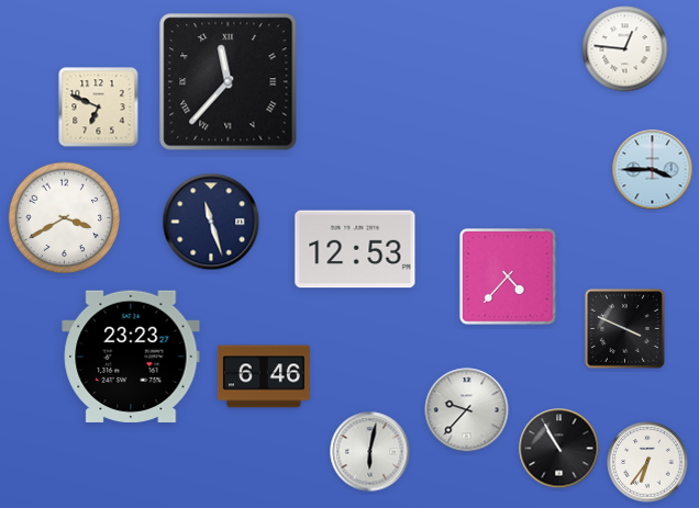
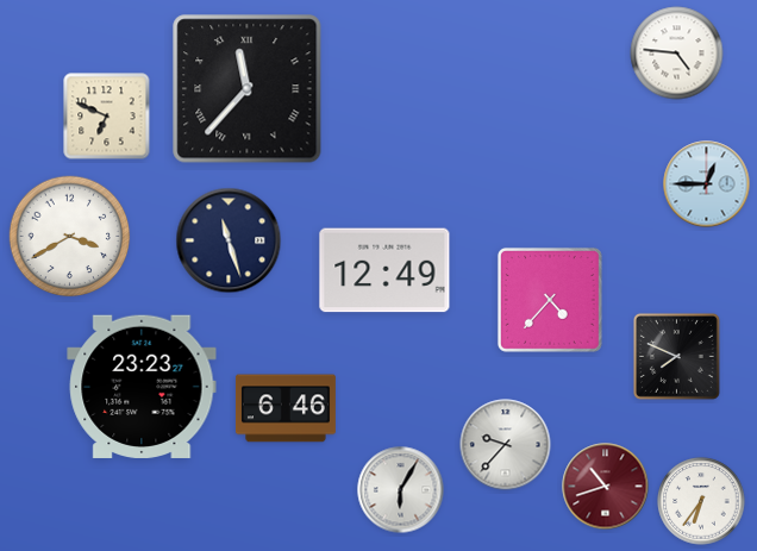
clock at (625, 49): 12:46 -> 4:46
clock at (653, 170): 3:45 -> 12:45
clock at (355, 249): 12:53 -> 12:49
clock at (624, 328): 3:49 -> 7:49
clock at (559, 449): 10:55 -> 10:42
clock at (559, 449) dial: black -> burgundy
clock at (370, 452): 6:02 -> 6:05
